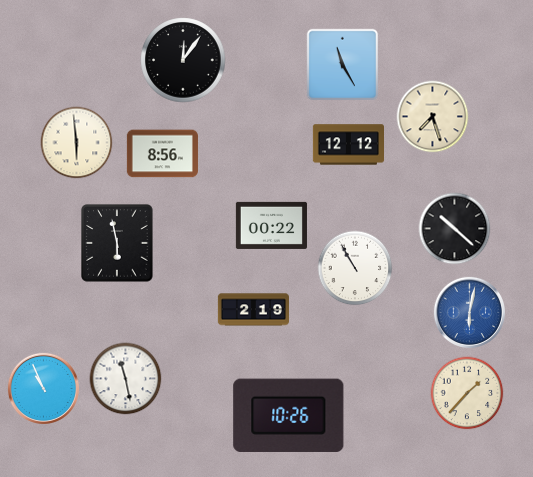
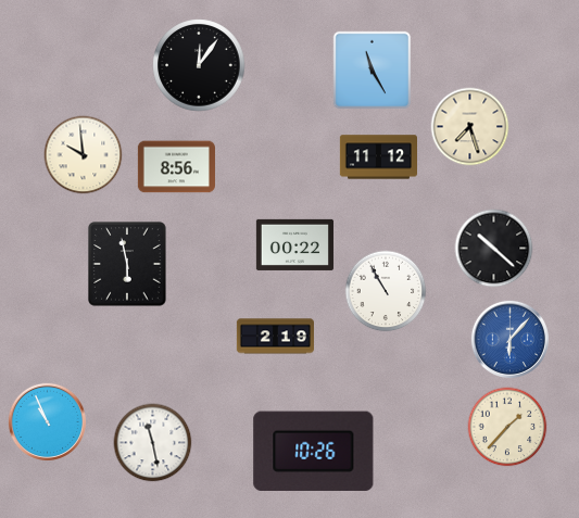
clock at (77, 143): 5:59 -> 9:59
clock at (348, 145): 12:12 -> 11:12
clock at (469, 312): 6:02 -> 6:07
clock at (126, 379) position: (126, 379) -> (153, 443)
